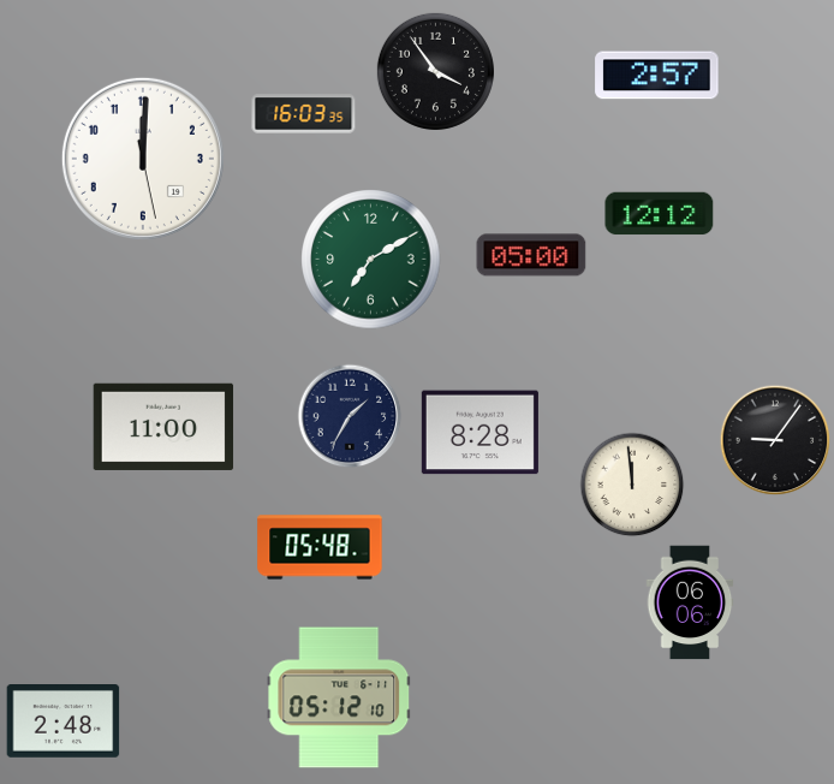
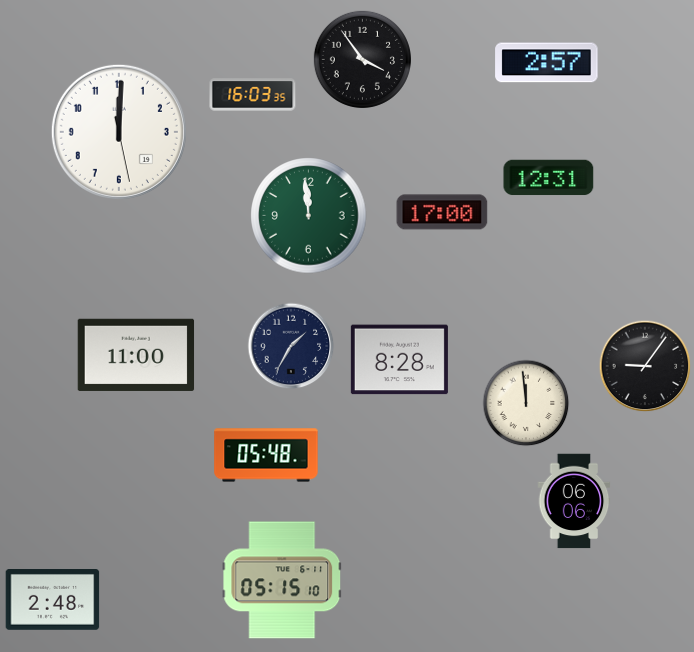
clock at (660, 214): 12:12 -> 12:31
clock at (531, 255): 05:00 -> 17:00
clock at (371, 260): 7:10 -> 11:59
clock at (339, 697): 05:12 -> 05:15
